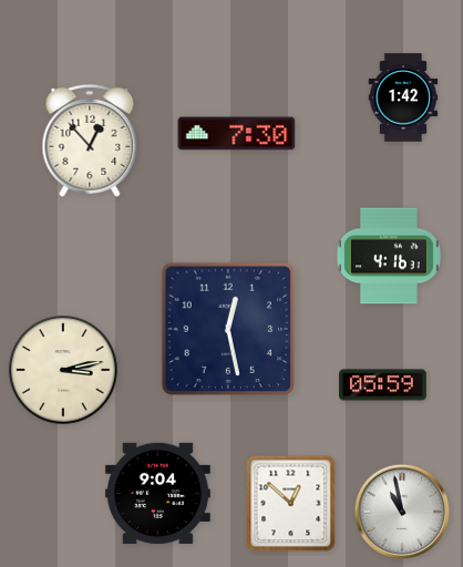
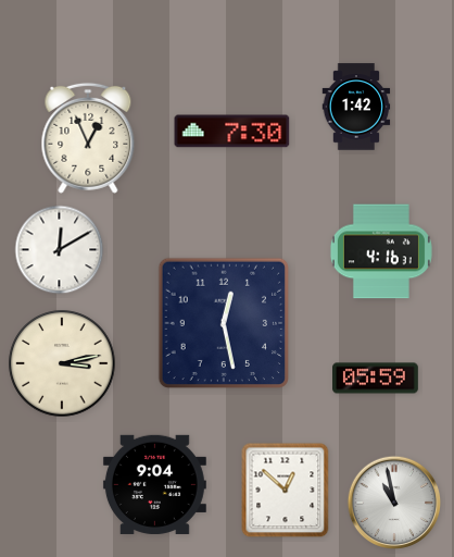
clock at (403, 97) position: (403, 97) -> (356, 107)
clock at (90, 141): 12:53 -> 12:56
clock at (60, 250): none -> 12:10
clock at (291, 504) position: (291, 504) -> (286, 491)
